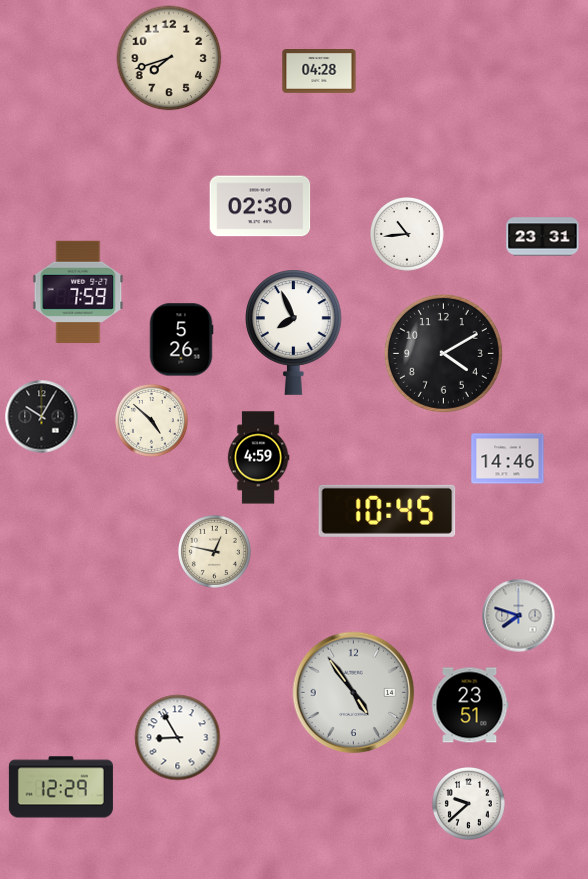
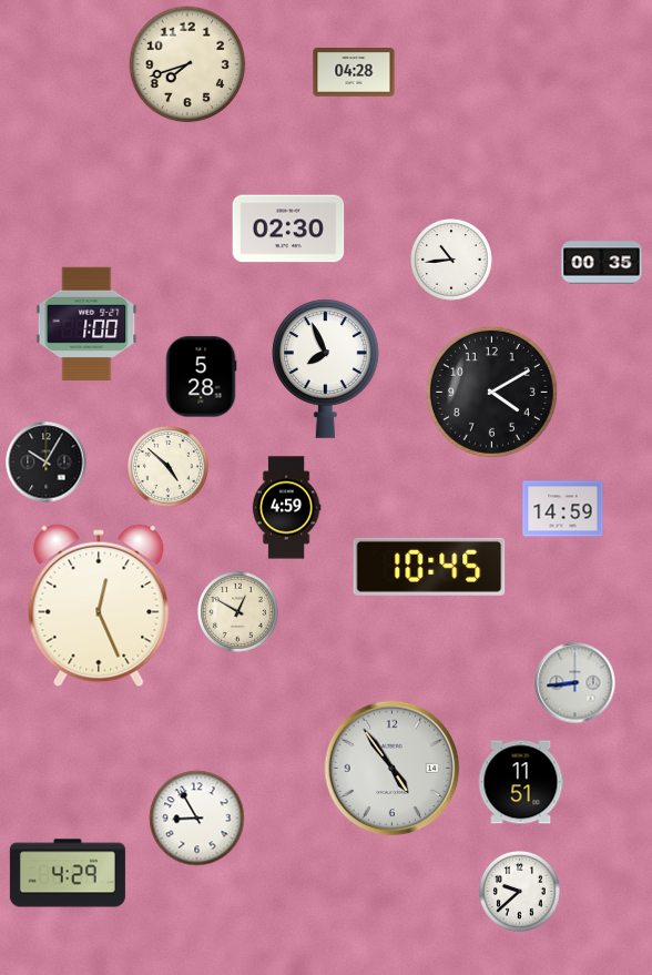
clock at (319, 72) position: (319, 72) -> (354, 73)
clock at (543, 237): 23:31 -> 00:35
clock at (78, 291): 7:59 -> 1:00
clock at (181, 340): 5:26 -> 5:28
clock at (508, 459): 14:46 -> 14:59
clock at (99, 606): none -> 12:26
clock at (215, 552): 12:47 -> 12:50
clock at (519, 616): 7:48 -> 8:44
clock at (470, 705): 23:51 -> 11:51
clock at (61, 787): 12:29 -> 4:29
